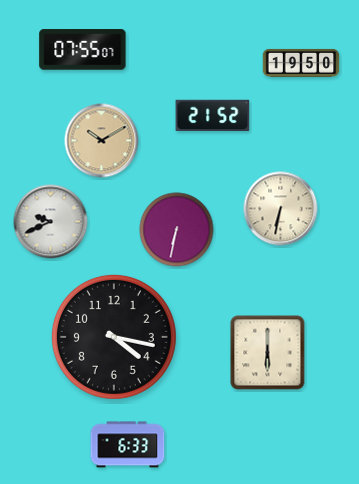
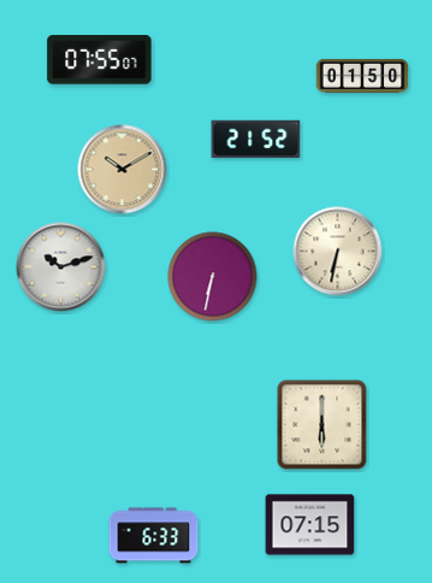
clock at (301, 63): 19:50 -> 01:50
clock at (51, 222): 9:41 -> 10:12
clock at (114, 337): 4:17 -> none
clock at (310, 525): none -> 07:15
